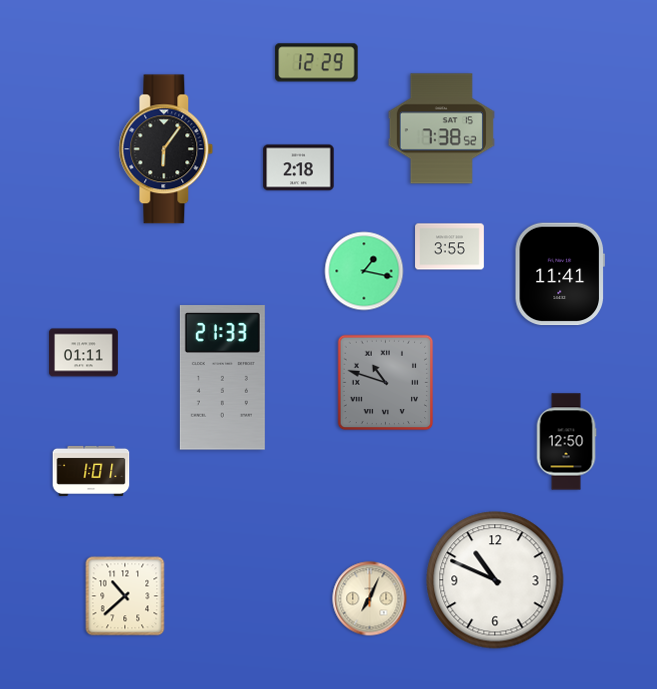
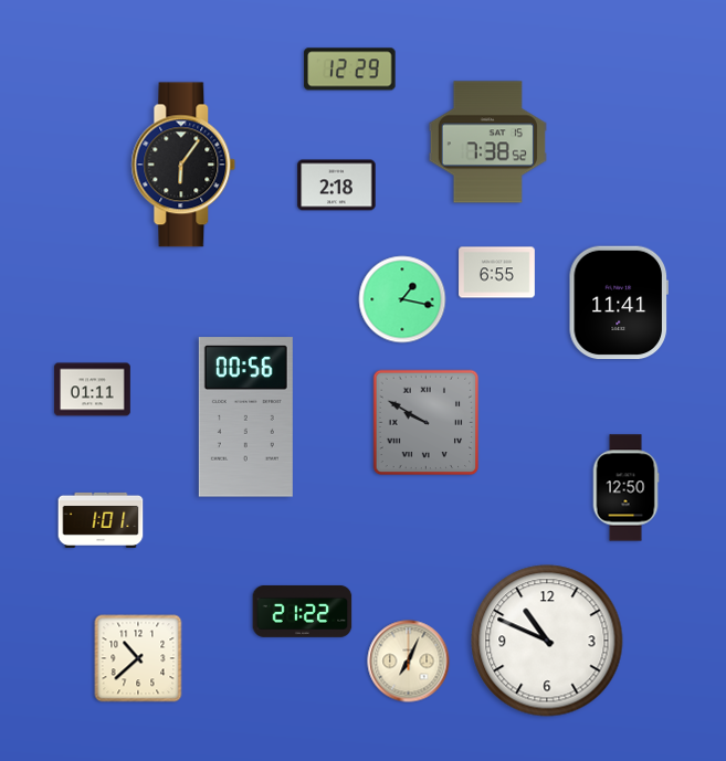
clock at (299, 168) position: (299, 168) -> (337, 186)
clock at (450, 247): 3:55 -> 6:55
clock at (222, 378): 21:33 -> 00:56
clock at (386, 383): 10:48 -> 9:50
clock at (303, 611): none -> 21:22
